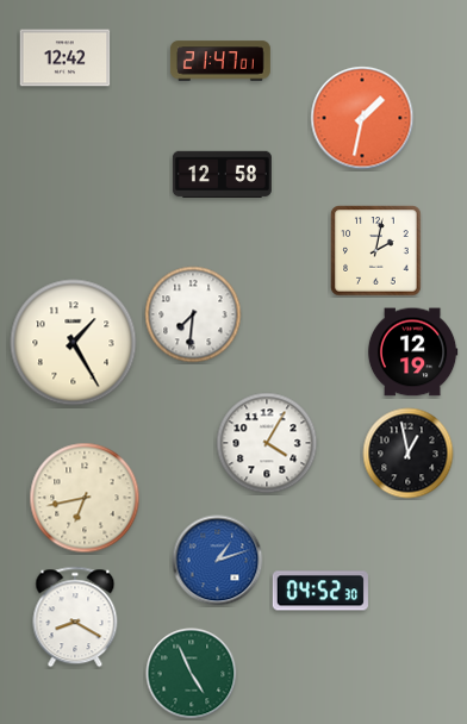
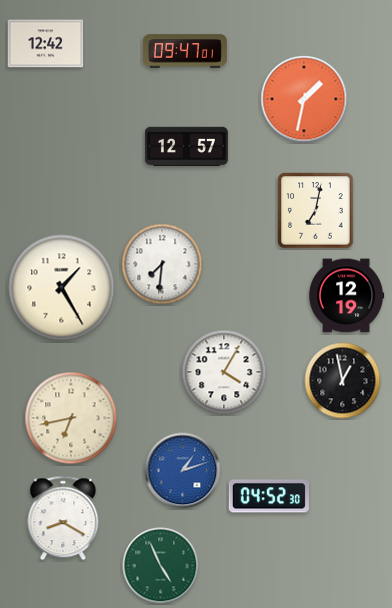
clock at (66, 58) position: (66, 58) -> (46, 44)
clock at (220, 61): 21:47 -> 09:47
clock at (222, 175): 12:58 -> 12:57
clock at (376, 251): 2:02 -> 7:02
